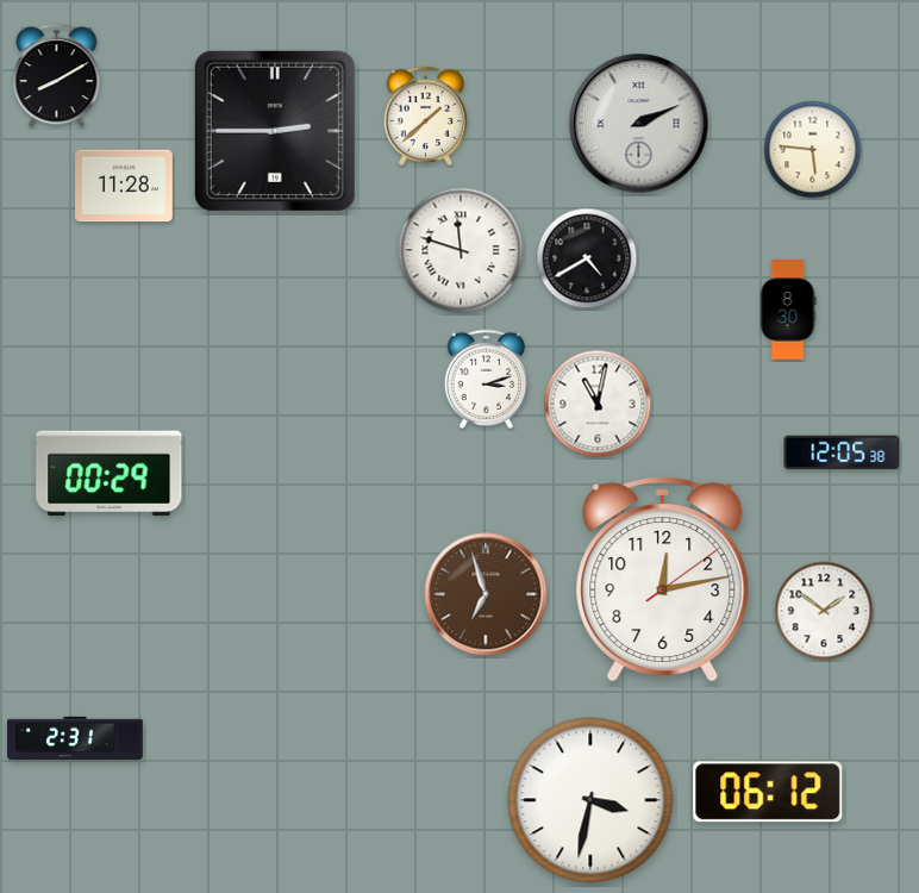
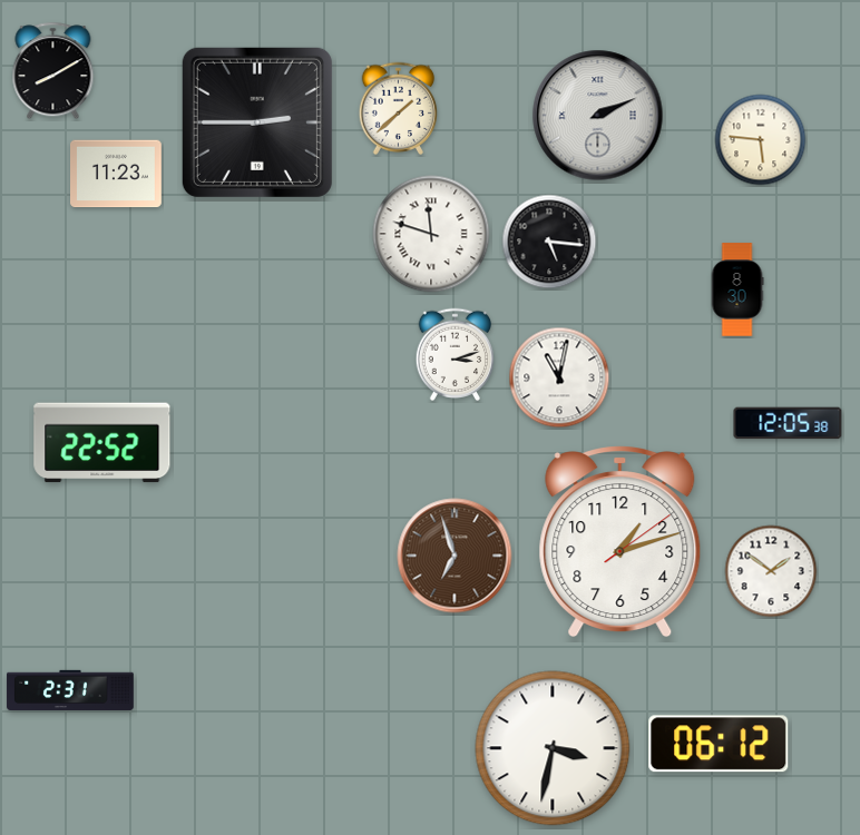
clock at (125, 186): 11:28 -> 11:23
clock at (587, 258): 4:40 -> 5:16
clock at (110, 474): 00:29 -> 22:52
clock at (663, 580): 12:13 -> 1:12
clock at (768, 792) position: (768, 792) -> (719, 744)
